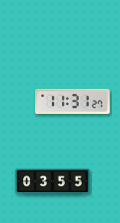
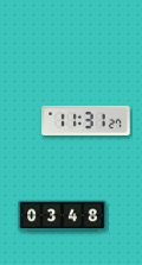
clock at (53, 182): 03:55 -> 03:48
